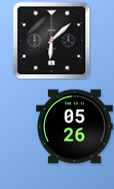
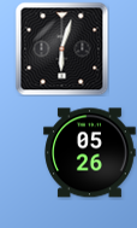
clock at (51, 40): 6:08 -> 6:03
